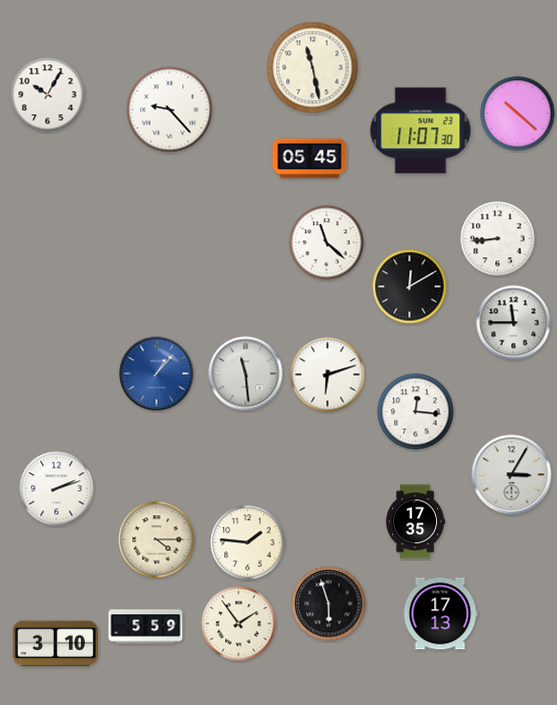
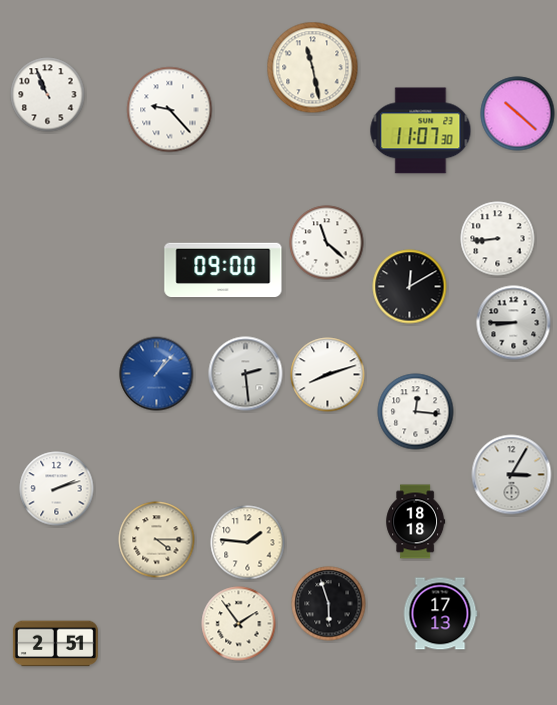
clock at (48, 95): 10:05 -> 10:56
clock at (310, 159): 05:45 -> none
clock at (223, 270): none -> 09:00
clock at (514, 323): 11:45 -> 8:45
clock at (246, 374): 11:29 -> 2:29
clock at (328, 375): 6:12 -> 8:12
clock at (416, 522): 17:35 -> 18:18
clock at (146, 627): 5:59 -> none
clock at (55, 644): 3:10 -> 2:51
